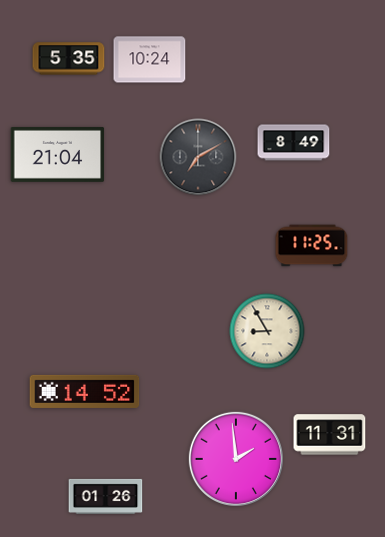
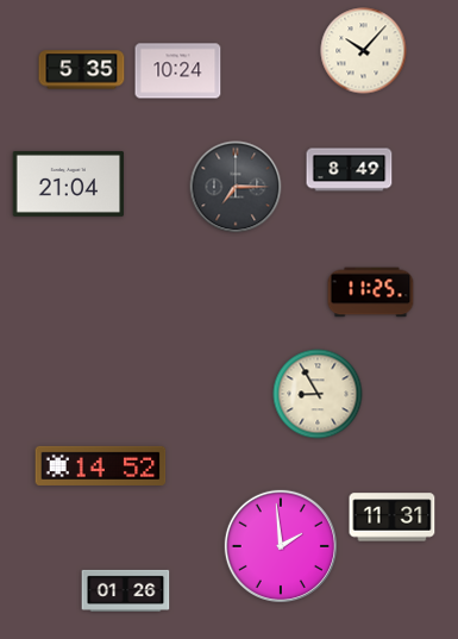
clock at (364, 51): none -> 10:07
clock at (198, 157): 7:10 -> 7:15
